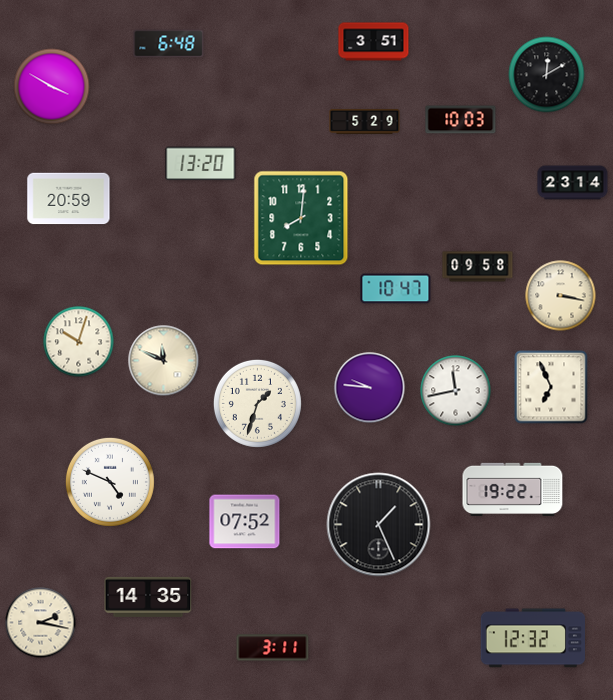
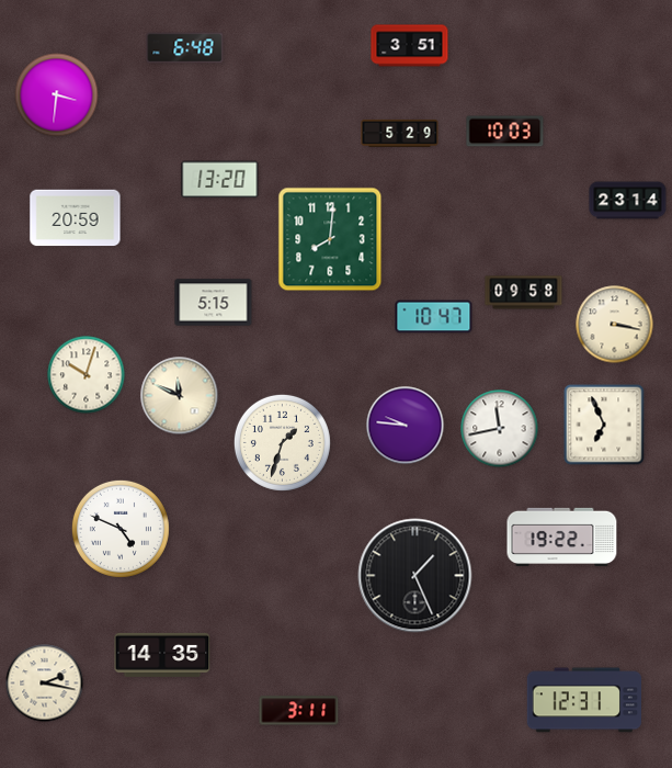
clock at (547, 75): 12:10 -> none
clock at (52, 87): 3:50 -> 3:31
clock at (214, 303): none -> 5:15
clock at (245, 522): 07:52 -> none
clock at (532, 638): 12:32 -> 12:31
